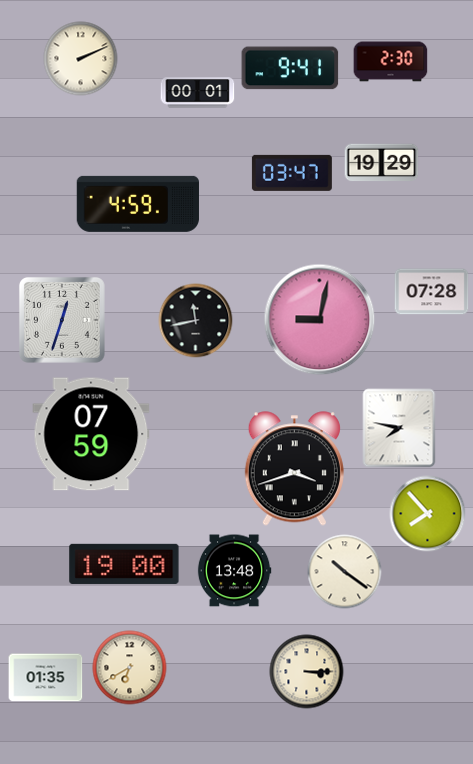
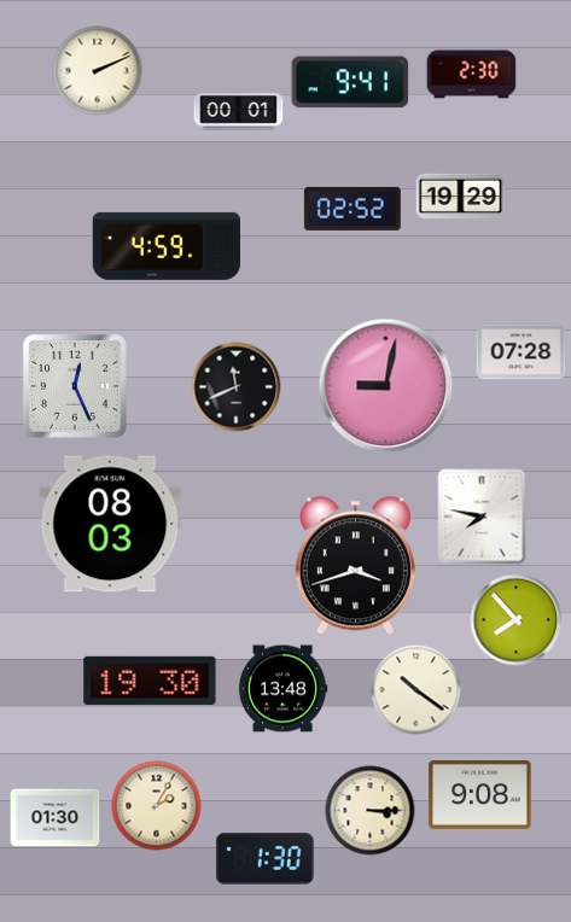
clock at (292, 173): 03:47 -> 02:52
clock at (62, 320): 12:33 -> 12:26
clock at (196, 321): 11:43 -> 11:41
clock at (91, 434): 07:59 -> 08:03
clock at (124, 564): 19:00 -> 19:30
clock at (480, 795): none -> 9:08
clock at (130, 668): 6:40 -> 2:05
clock at (46, 678): 01:35 -> 01:30
clock at (264, 859): none -> 1:30
